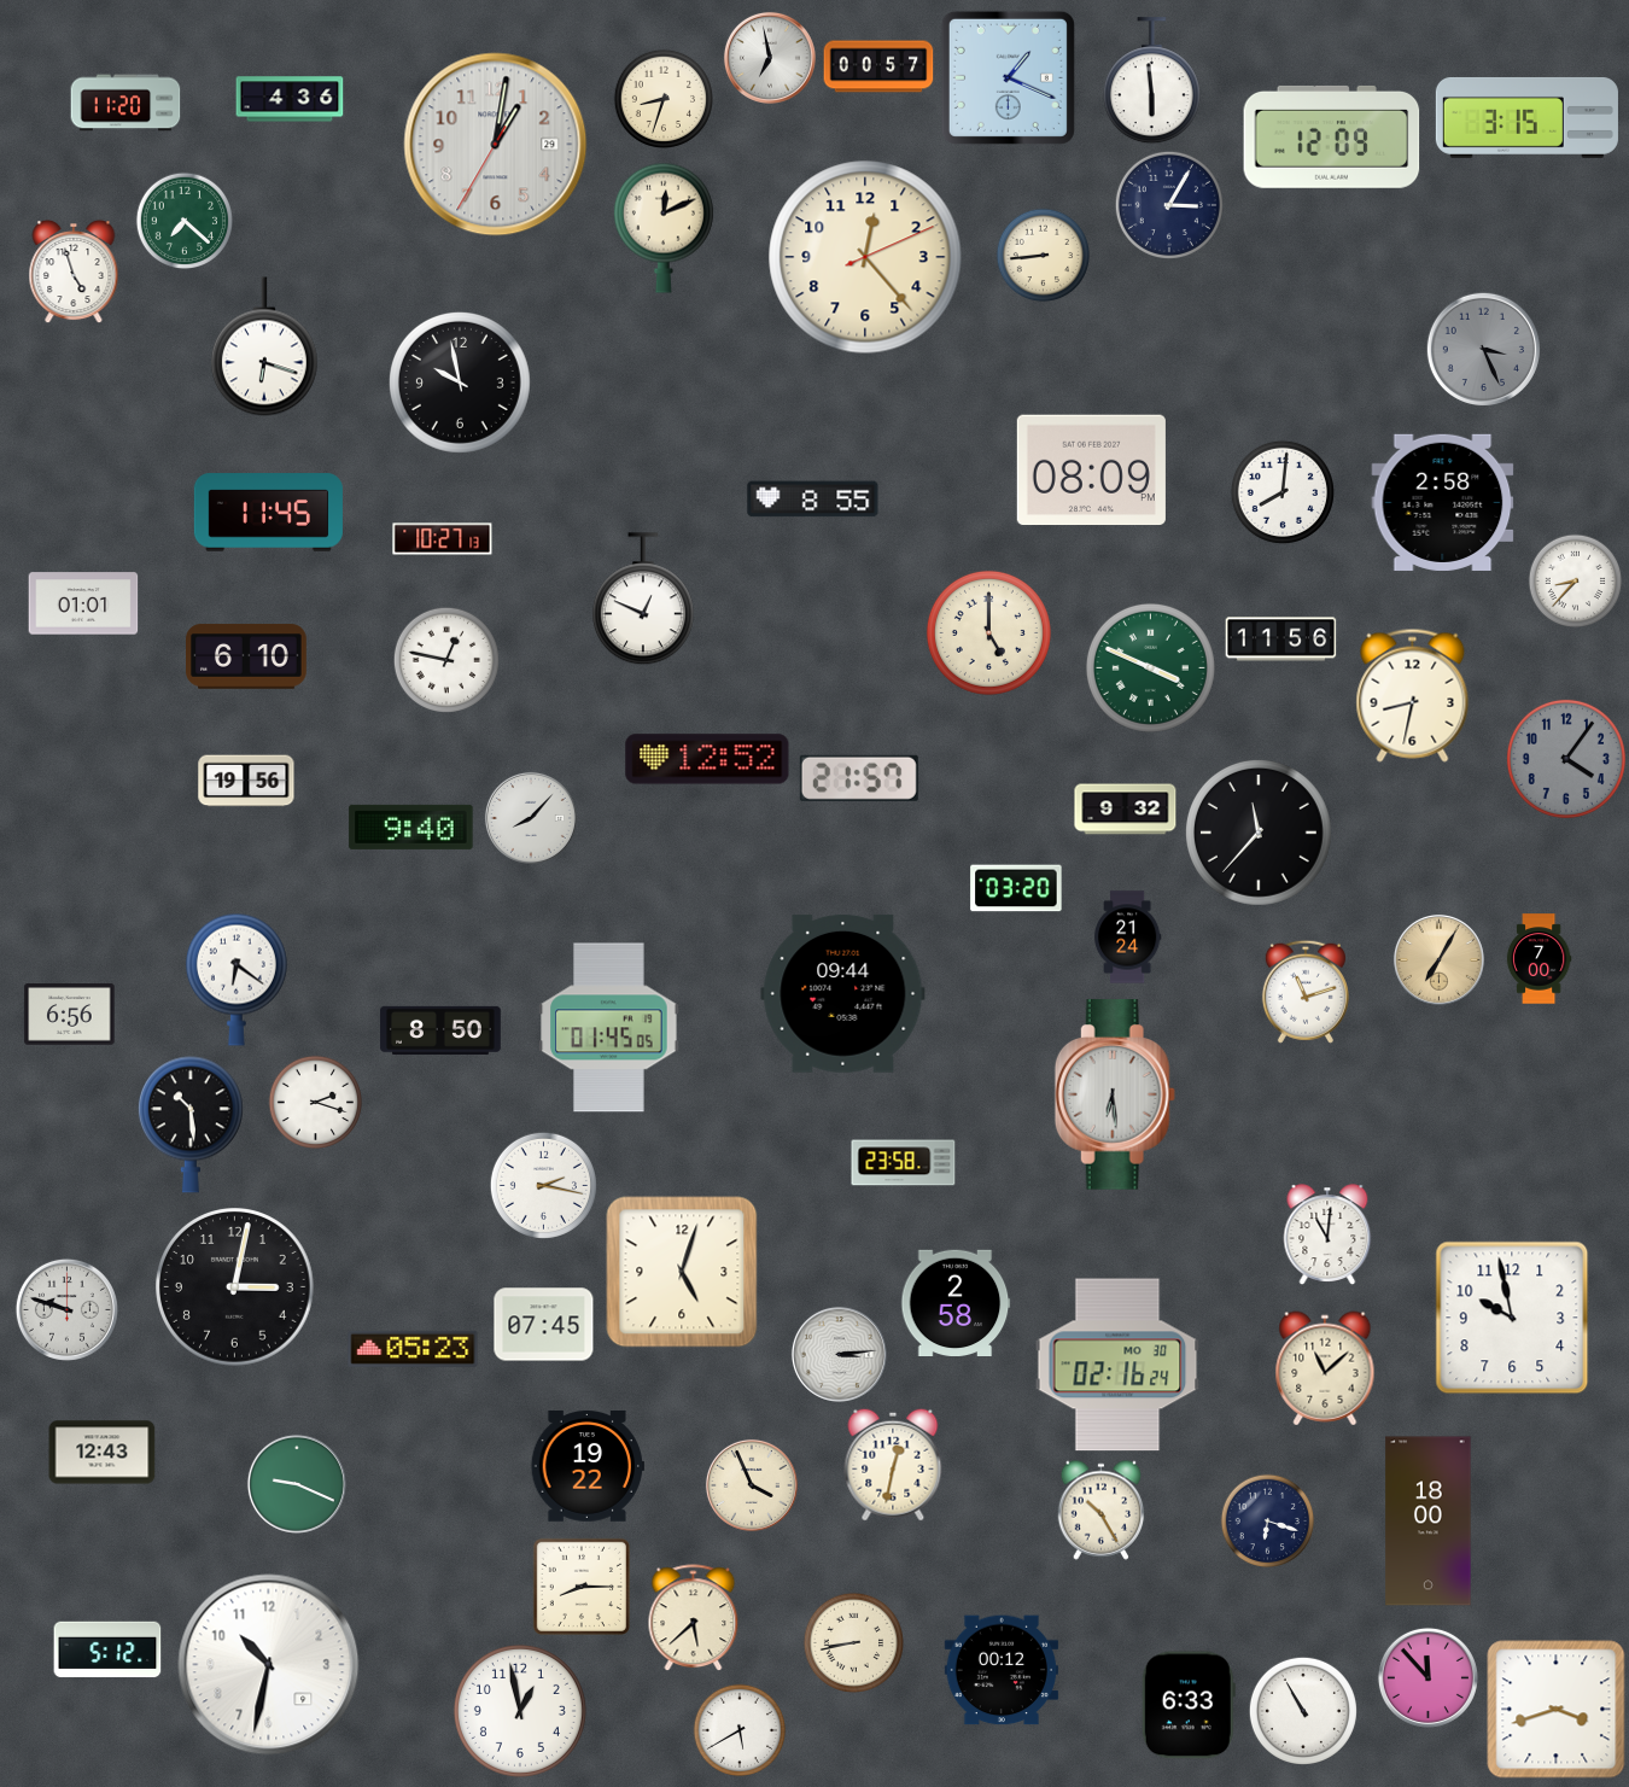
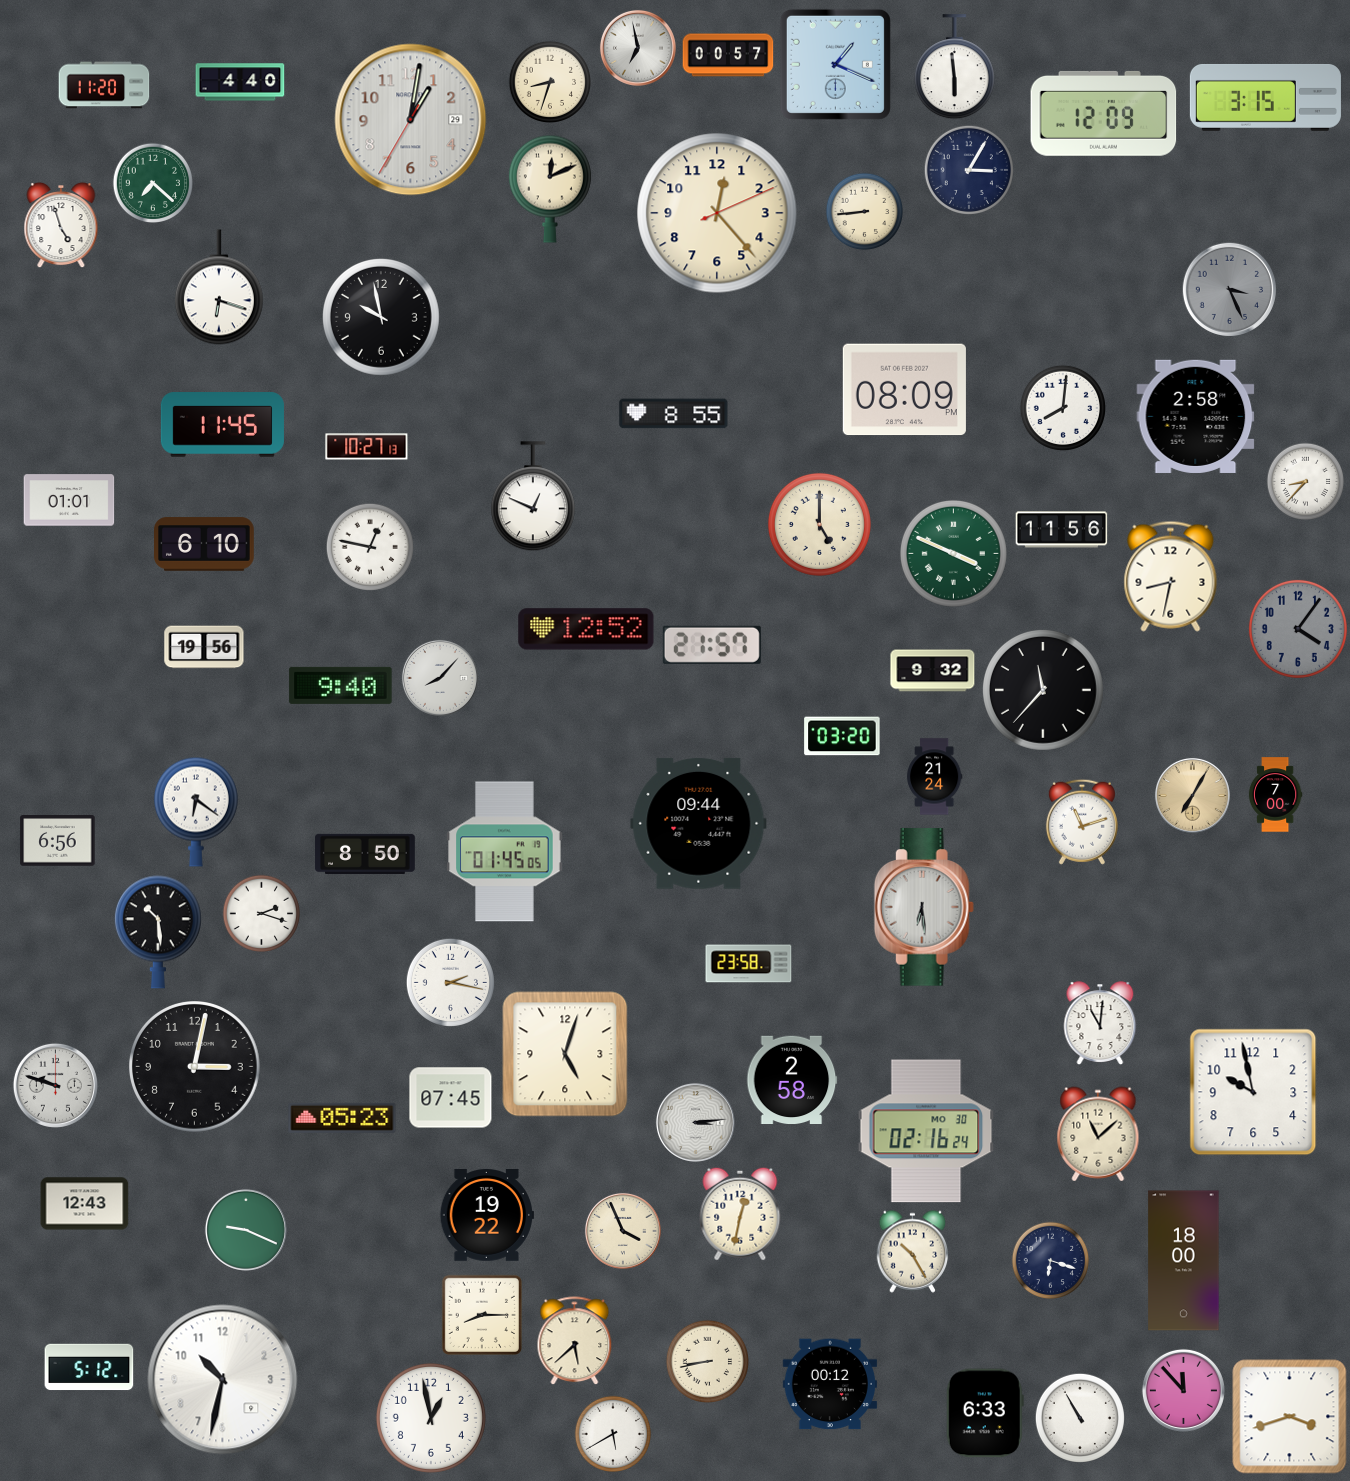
clock at (290, 99): 4:36 -> 4:40
